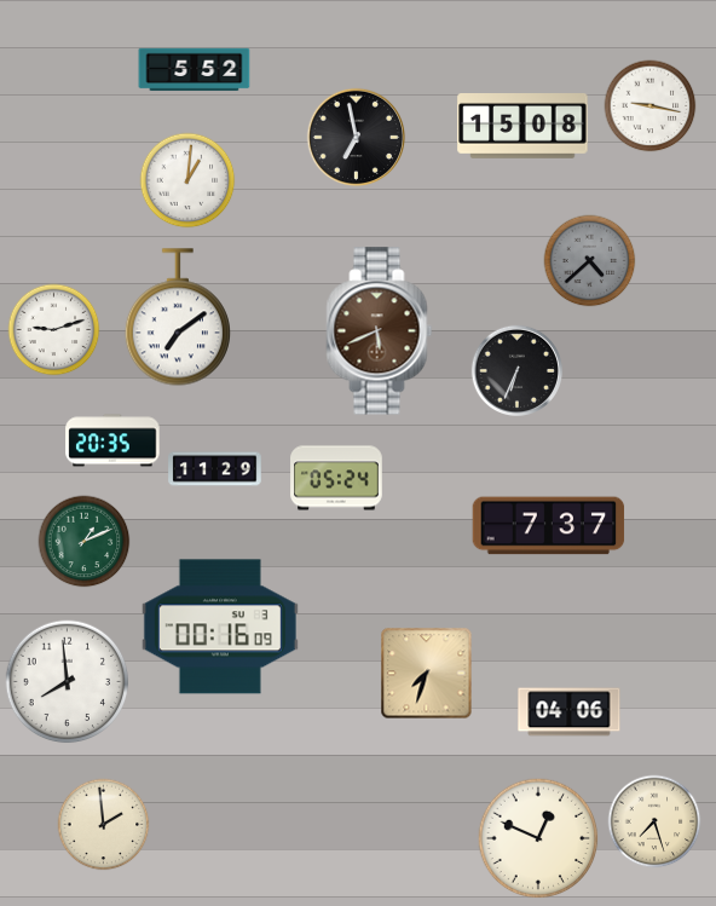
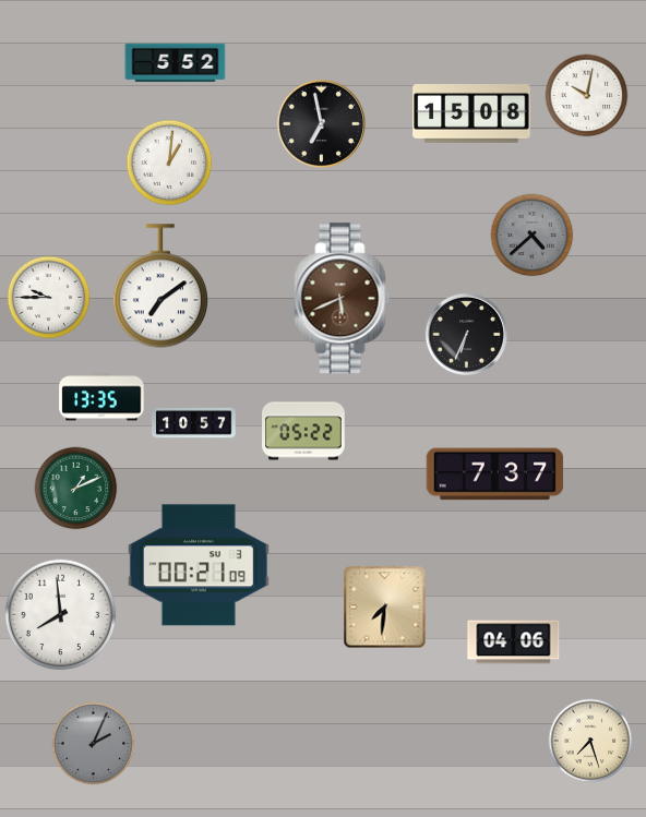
clock at (651, 106): 9:17 -> 10:02
clock at (54, 330): 9:12 -> 9:45
clock at (112, 440): 20:35 -> 13:35
clock at (215, 469): 11:29 -> 10:57
clock at (336, 478): 05:24 -> 05:22
clock at (220, 627): 00:16 -> 00:21
clock at (427, 674): 7:33 -> 7:31
clock at (104, 825): 1:59 -> 2:04
clock at (104, 825) dial: cream -> grey
clock at (538, 838): 12:49 -> none
